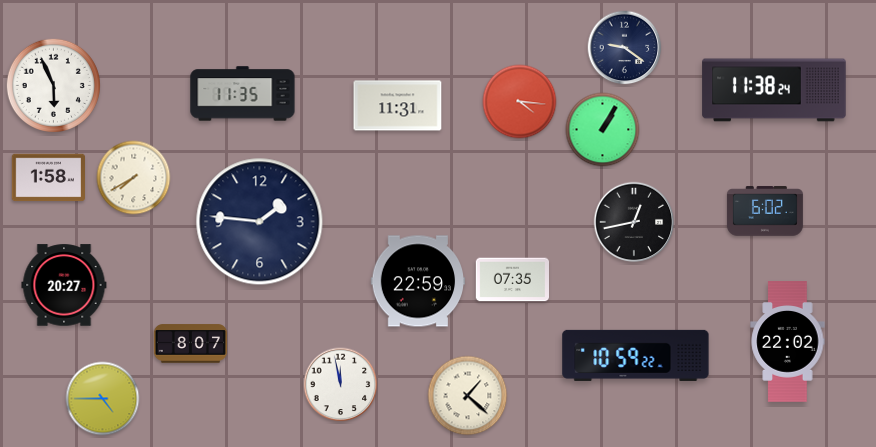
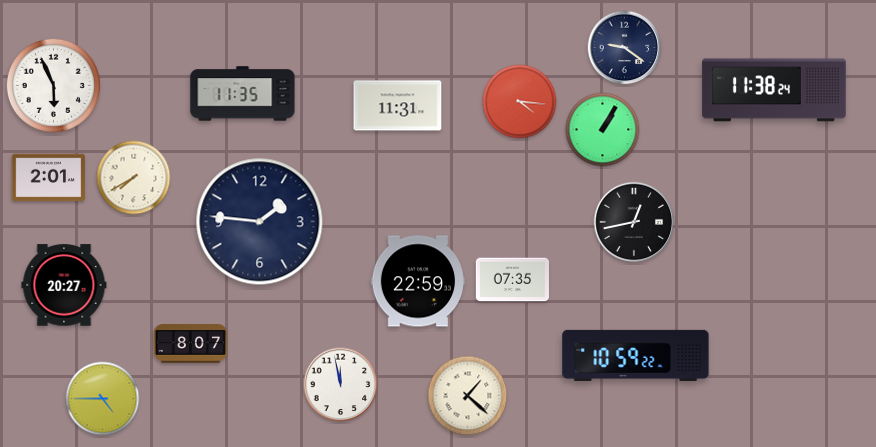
clock at (48, 178): 1:58 -> 2:01
clock at (765, 211): 6:02 -> none
clock at (788, 342): 22:02 -> none
